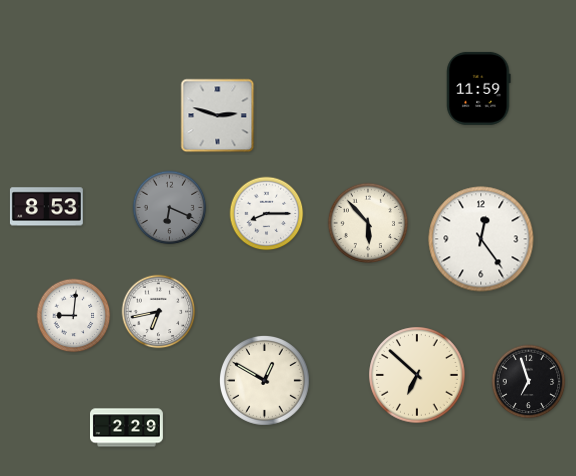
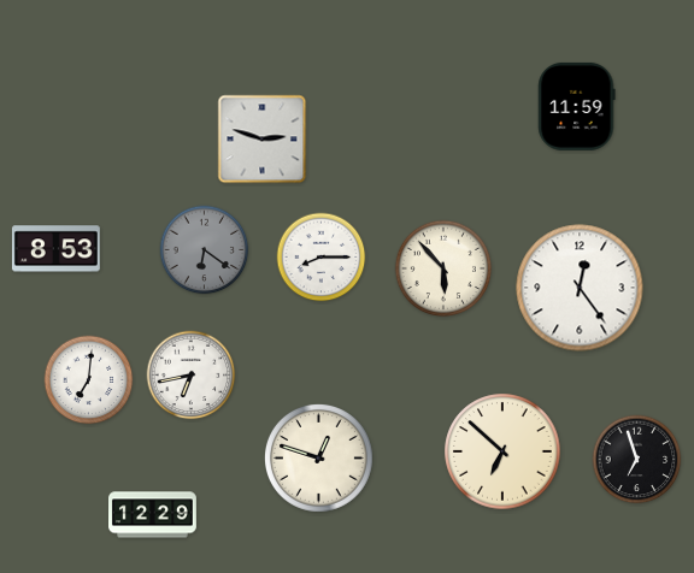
clock at (170, 208): 6:19 -> 6:21
clock at (74, 316): 9:01 -> 7:01
clock at (264, 380): 12:50 -> 12:48
clock at (127, 428): 2:29 -> 12:29
